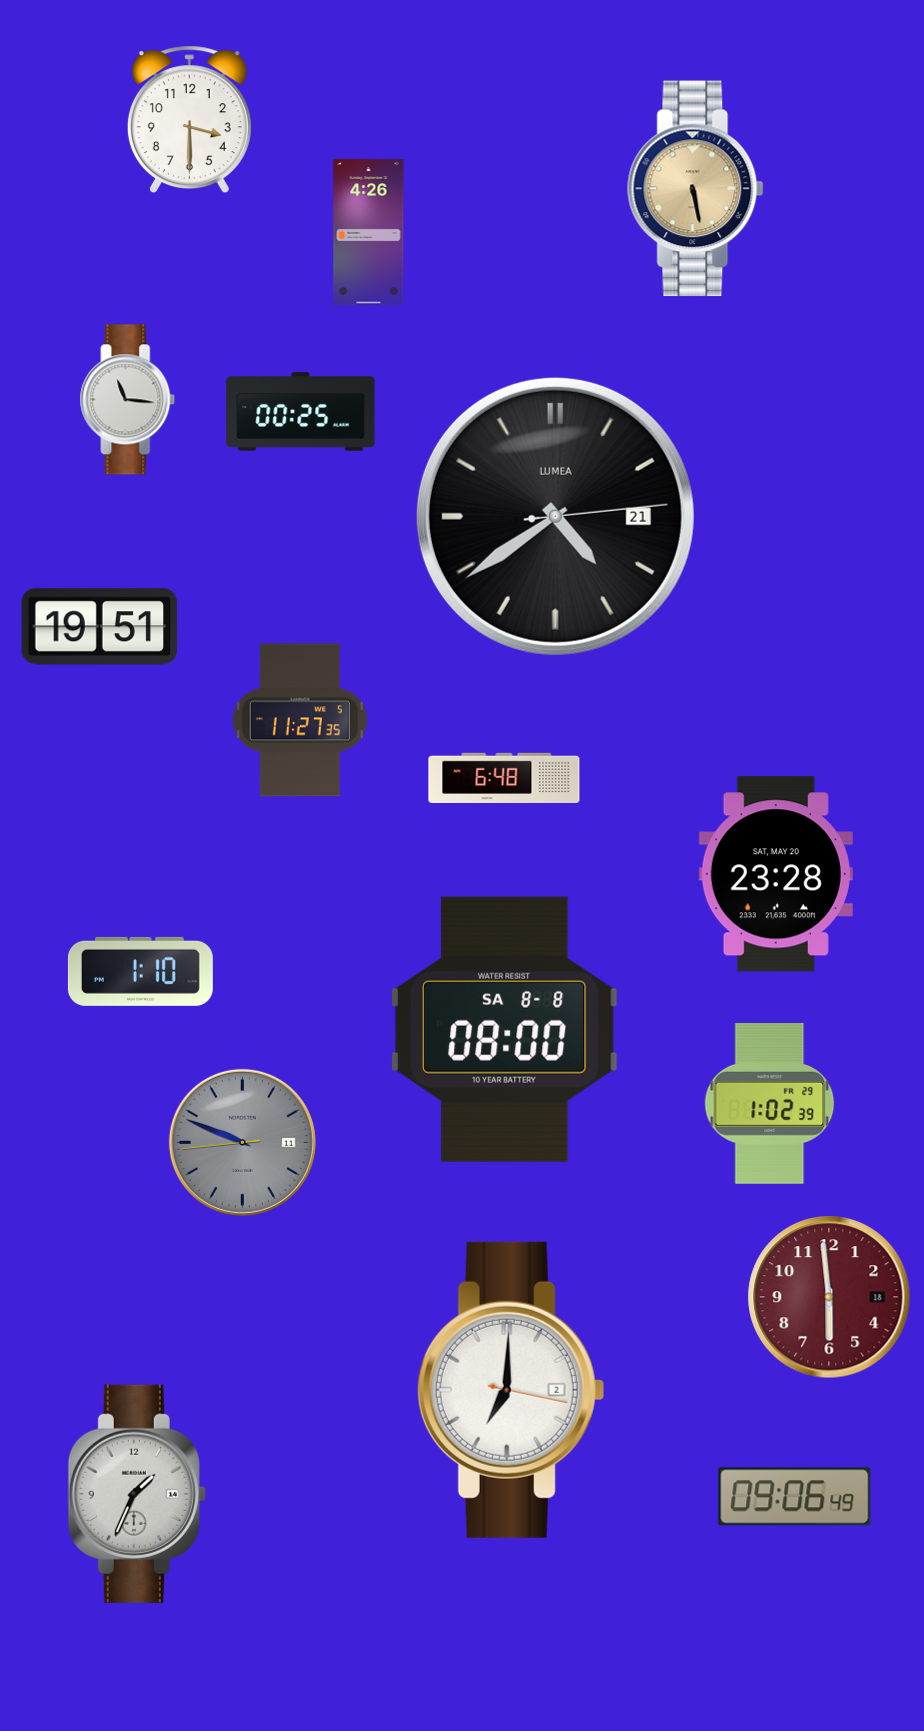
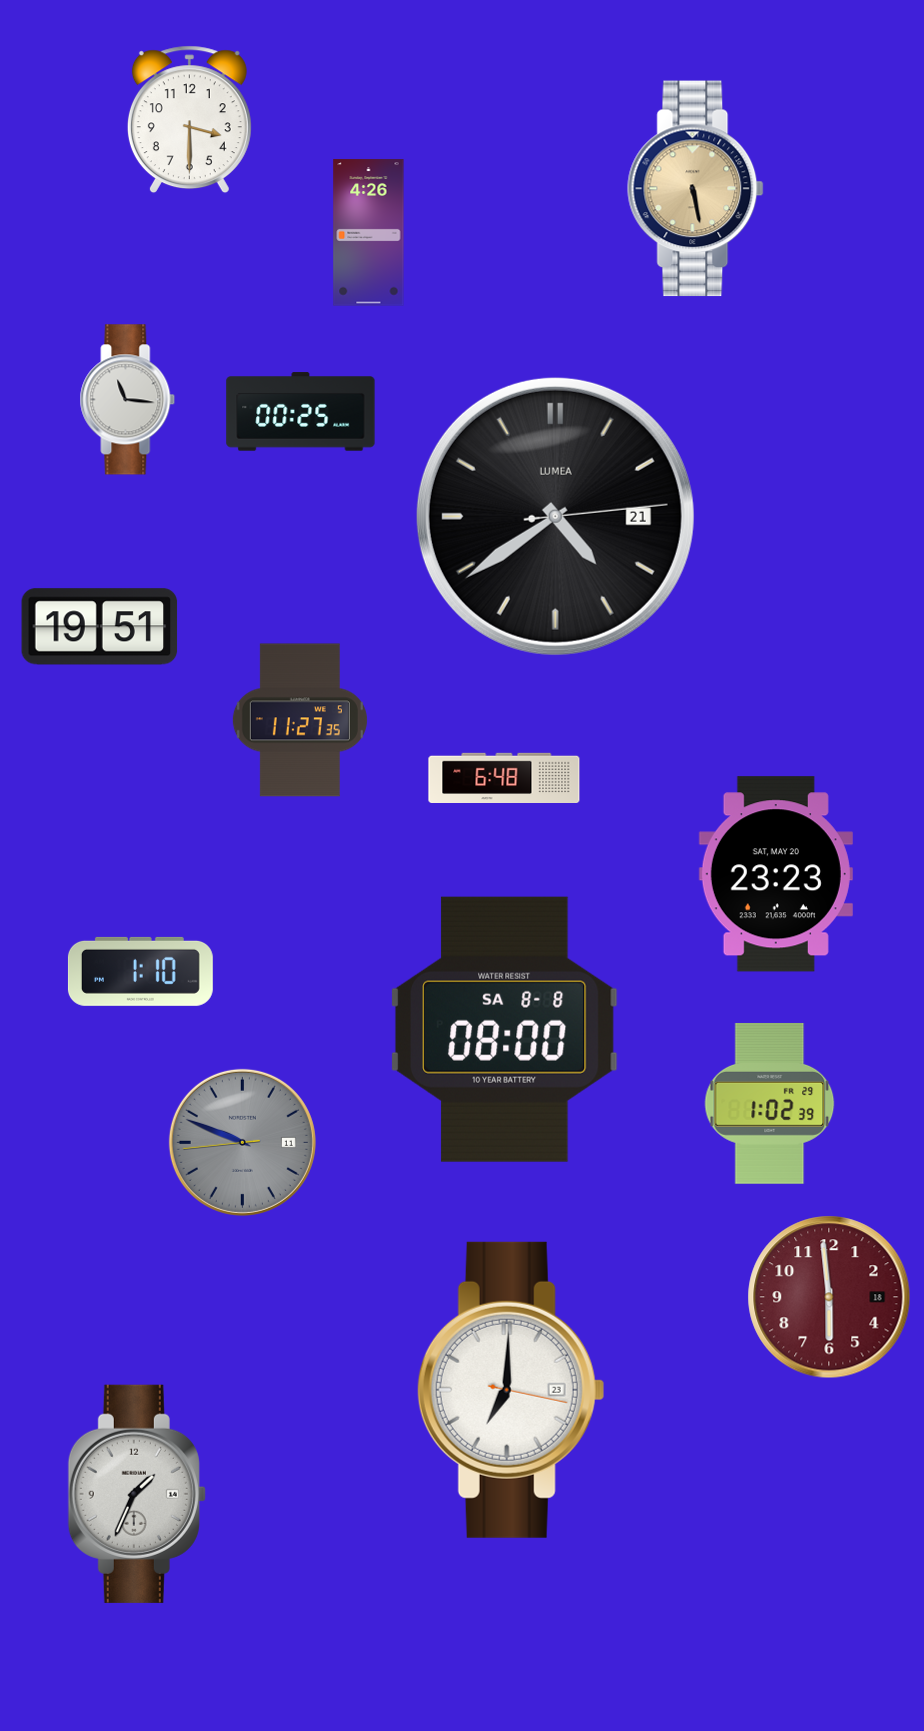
clock at (776, 874): 23:28 -> 23:23
clock at (511, 1390) date: 2 -> 23
clock at (795, 1497): 09:06 -> none
